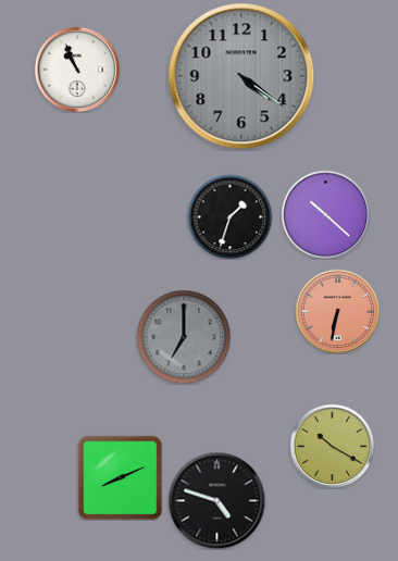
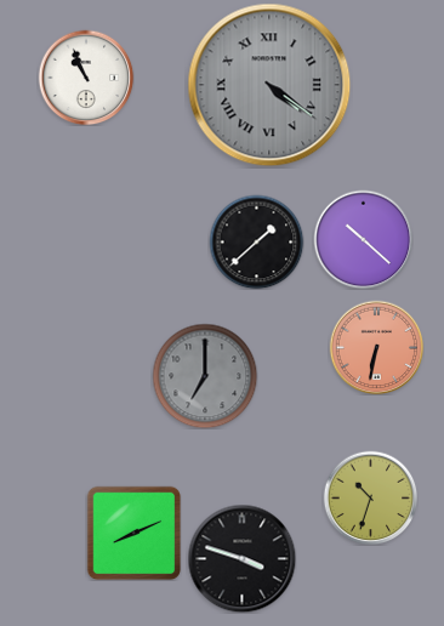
clock at (241, 76) numerals: Arabic -> Roman
clock at (229, 216): 1:33 -> 1:38
clock at (332, 446): 10:20 -> 10:33
clock at (216, 500): 4:48 -> 3:48
